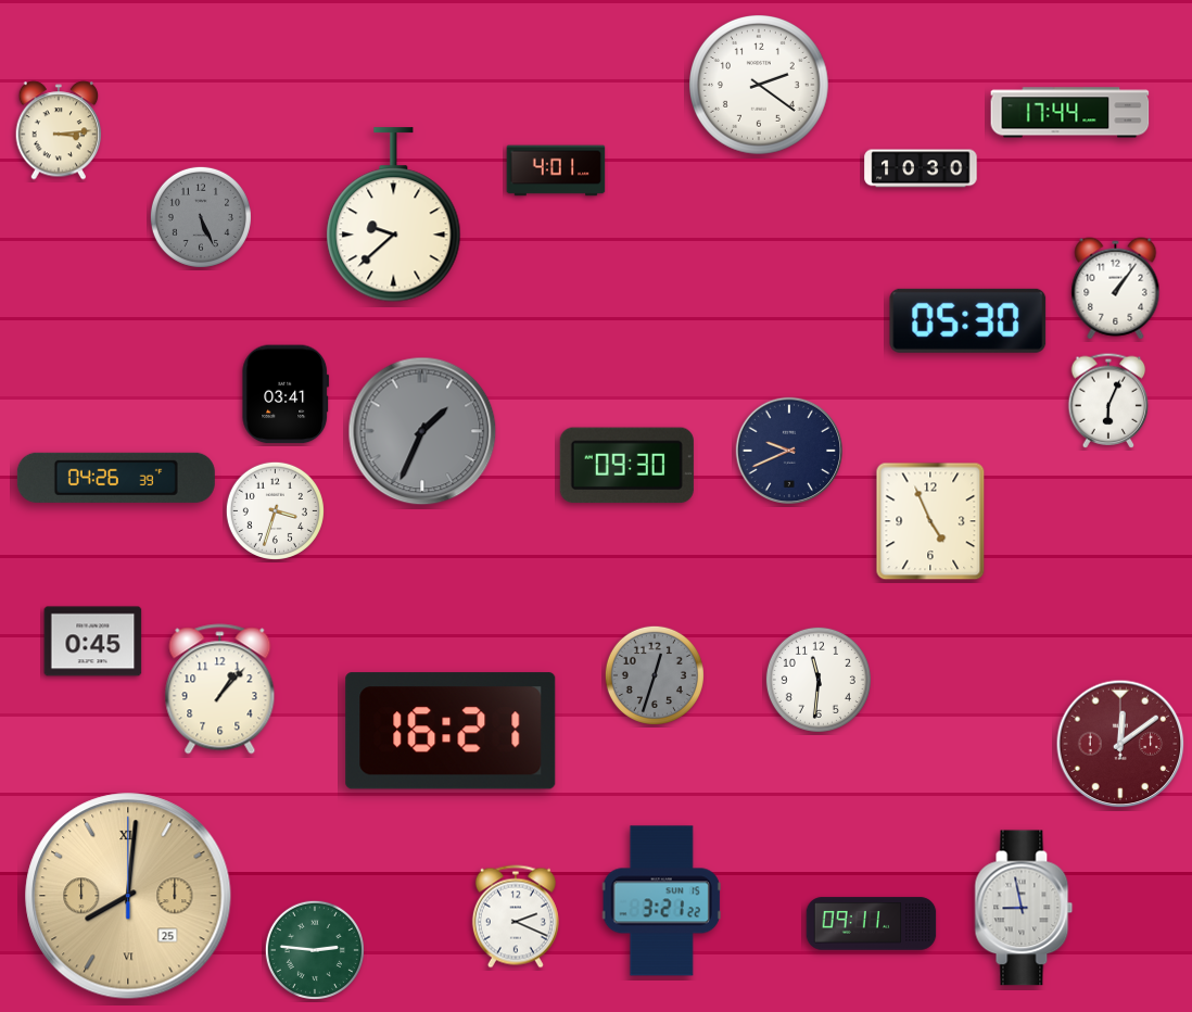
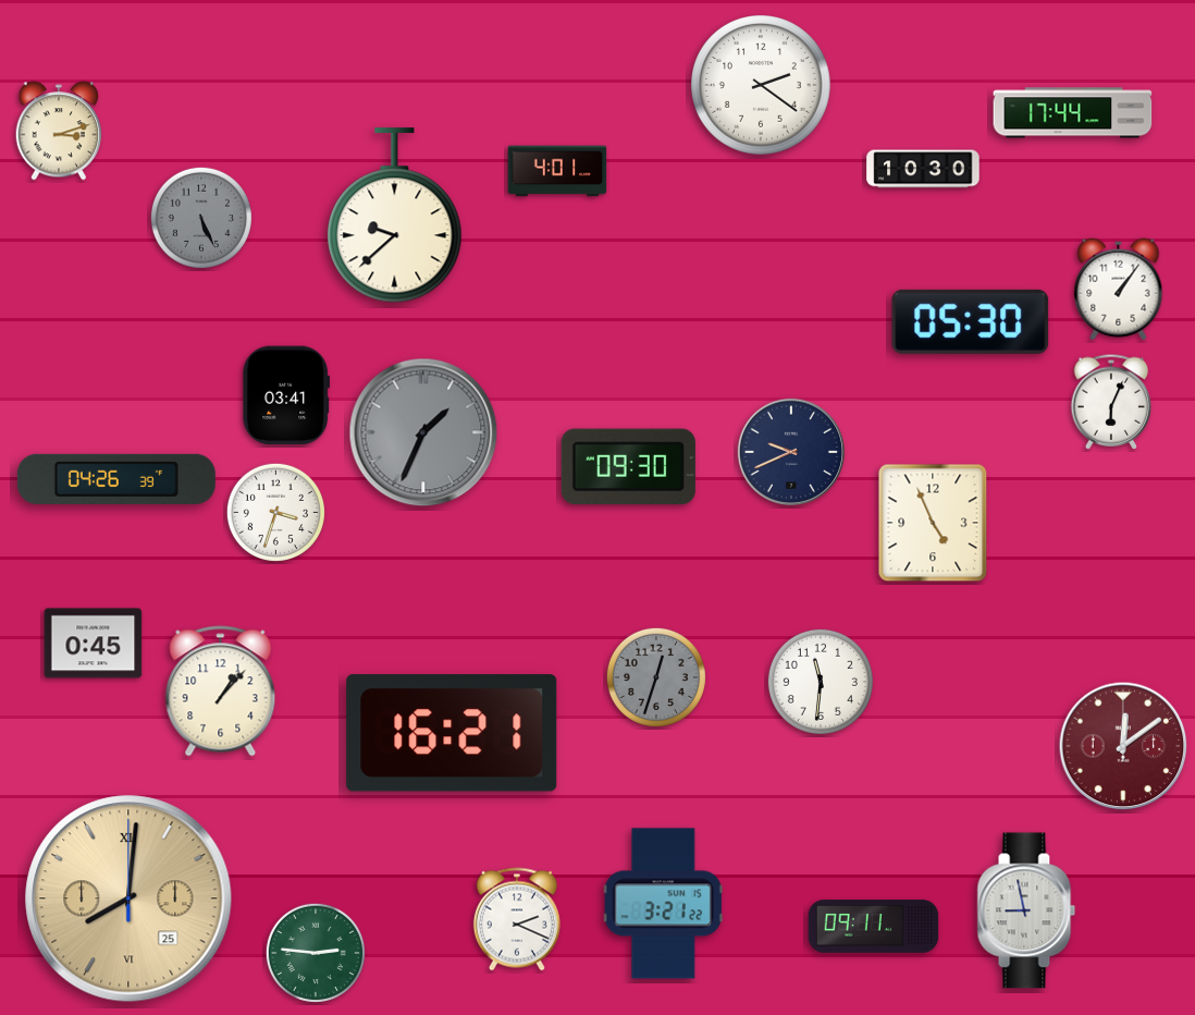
clock at (59, 130): 3:14 -> 3:12
